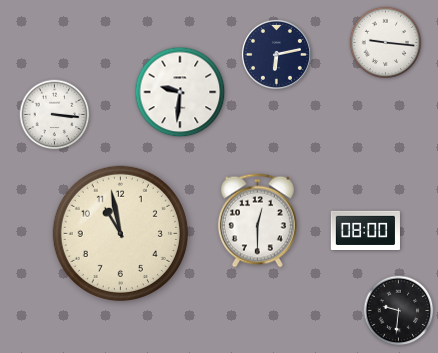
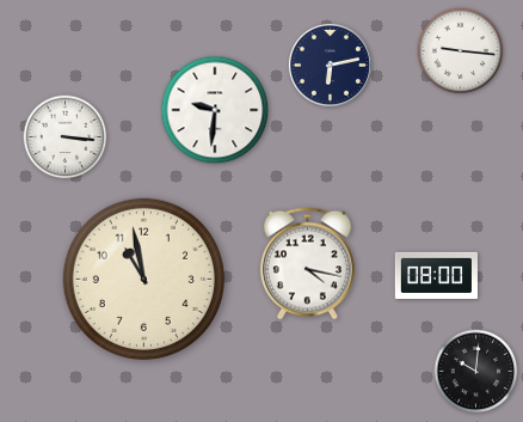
clock at (257, 221): 12:30 -> 4:17
clock at (399, 311): 9:31 -> 10:01
